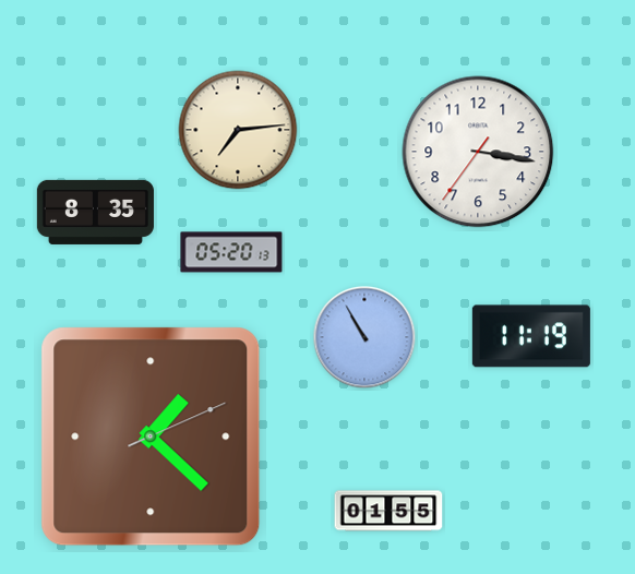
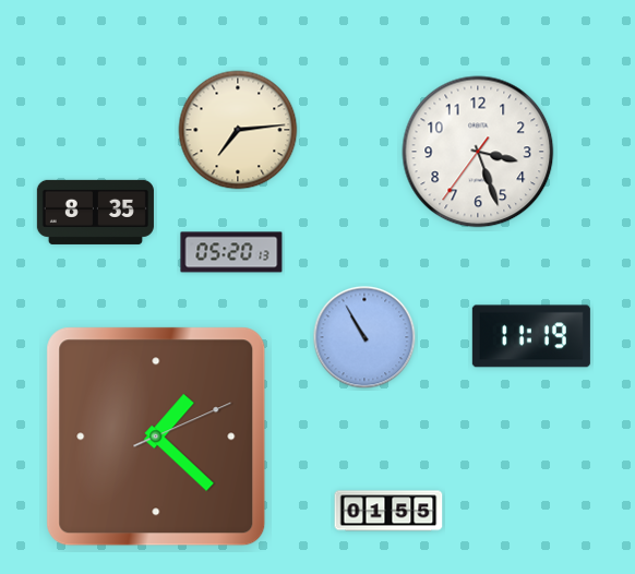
clock at (478, 152): 3:16 -> 3:26
clock at (151, 437) position: (151, 437) -> (156, 437)
